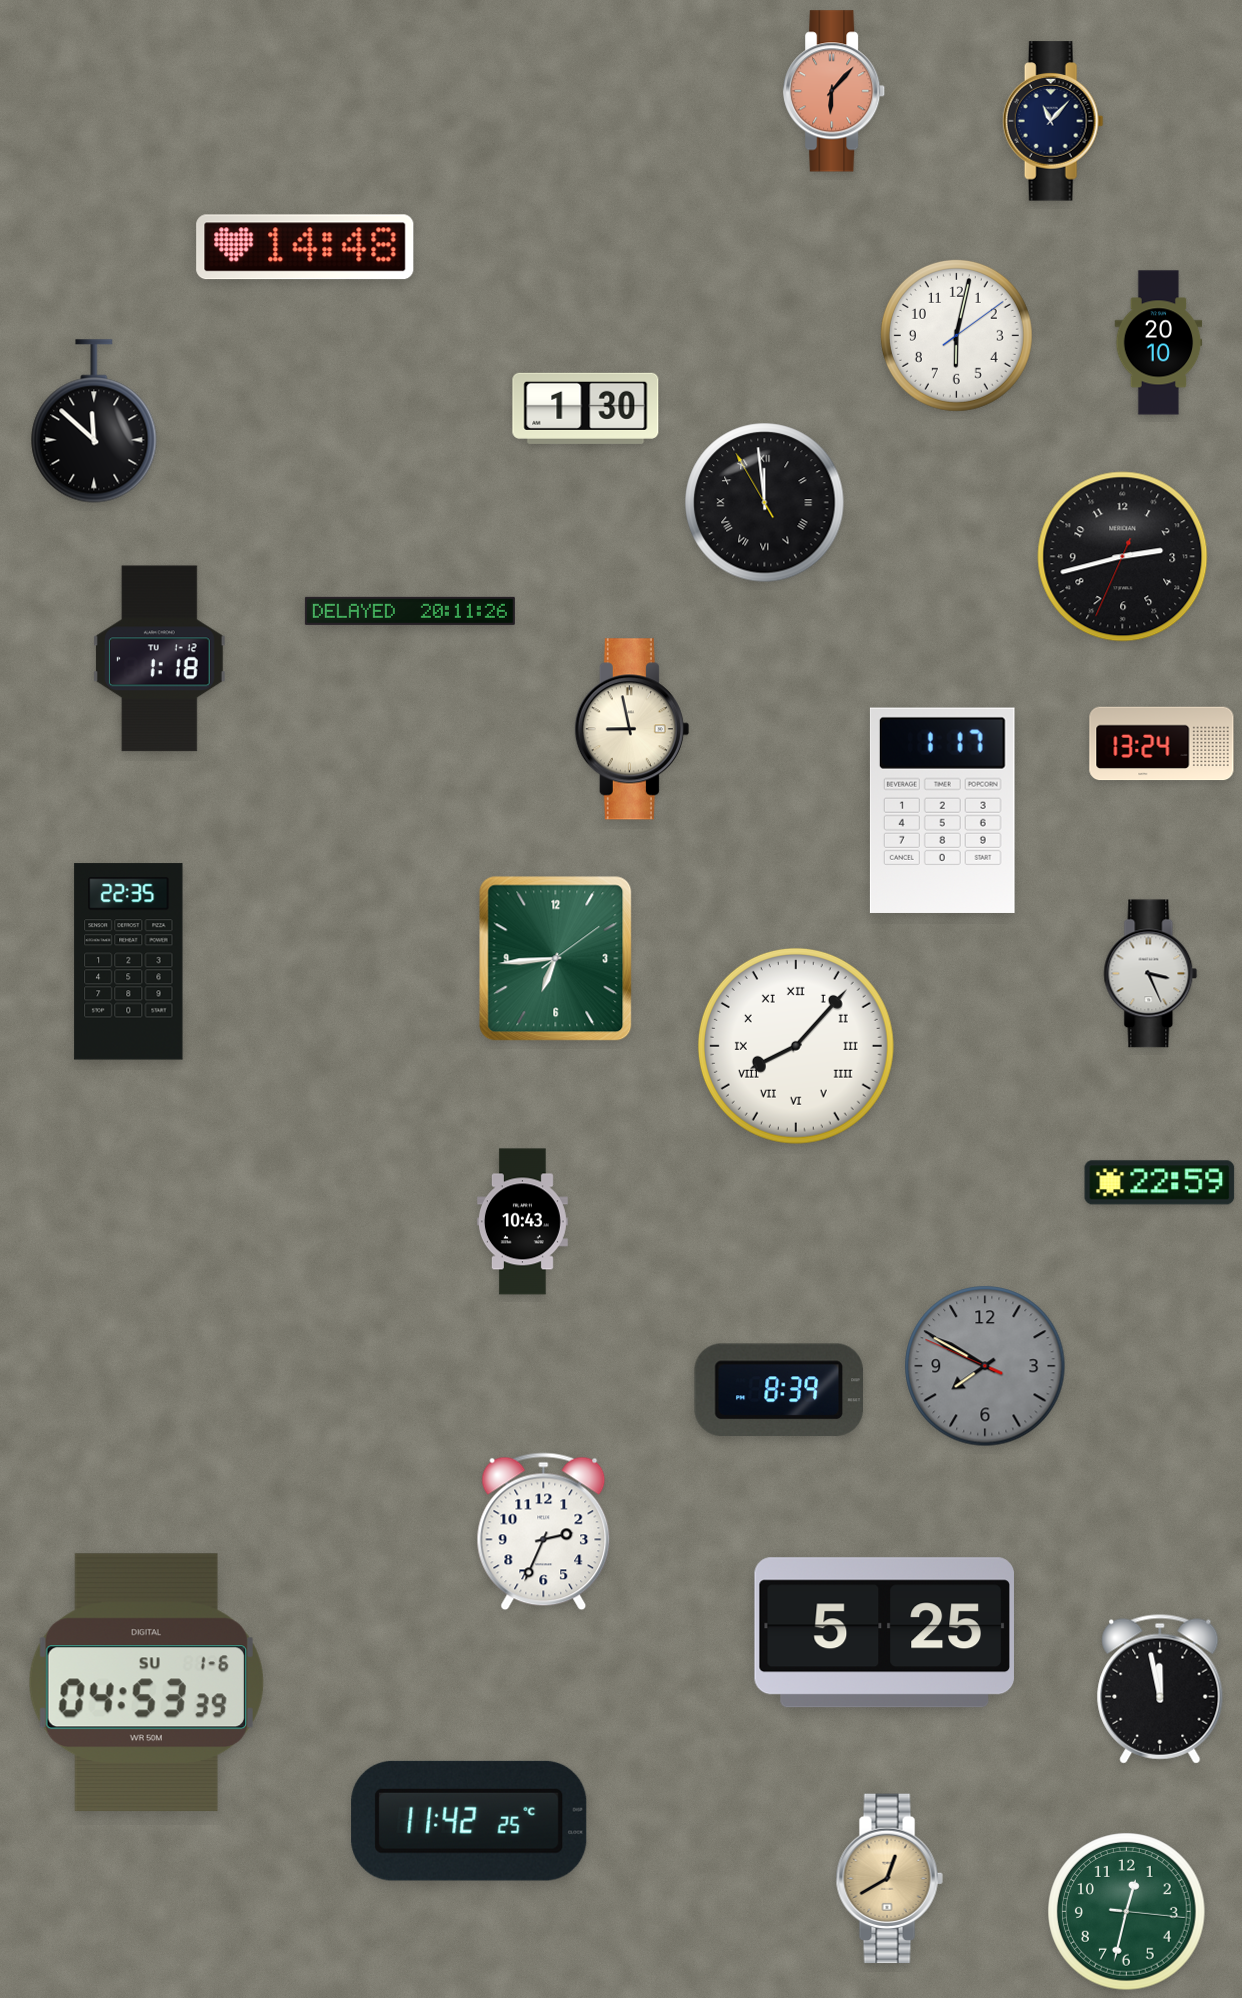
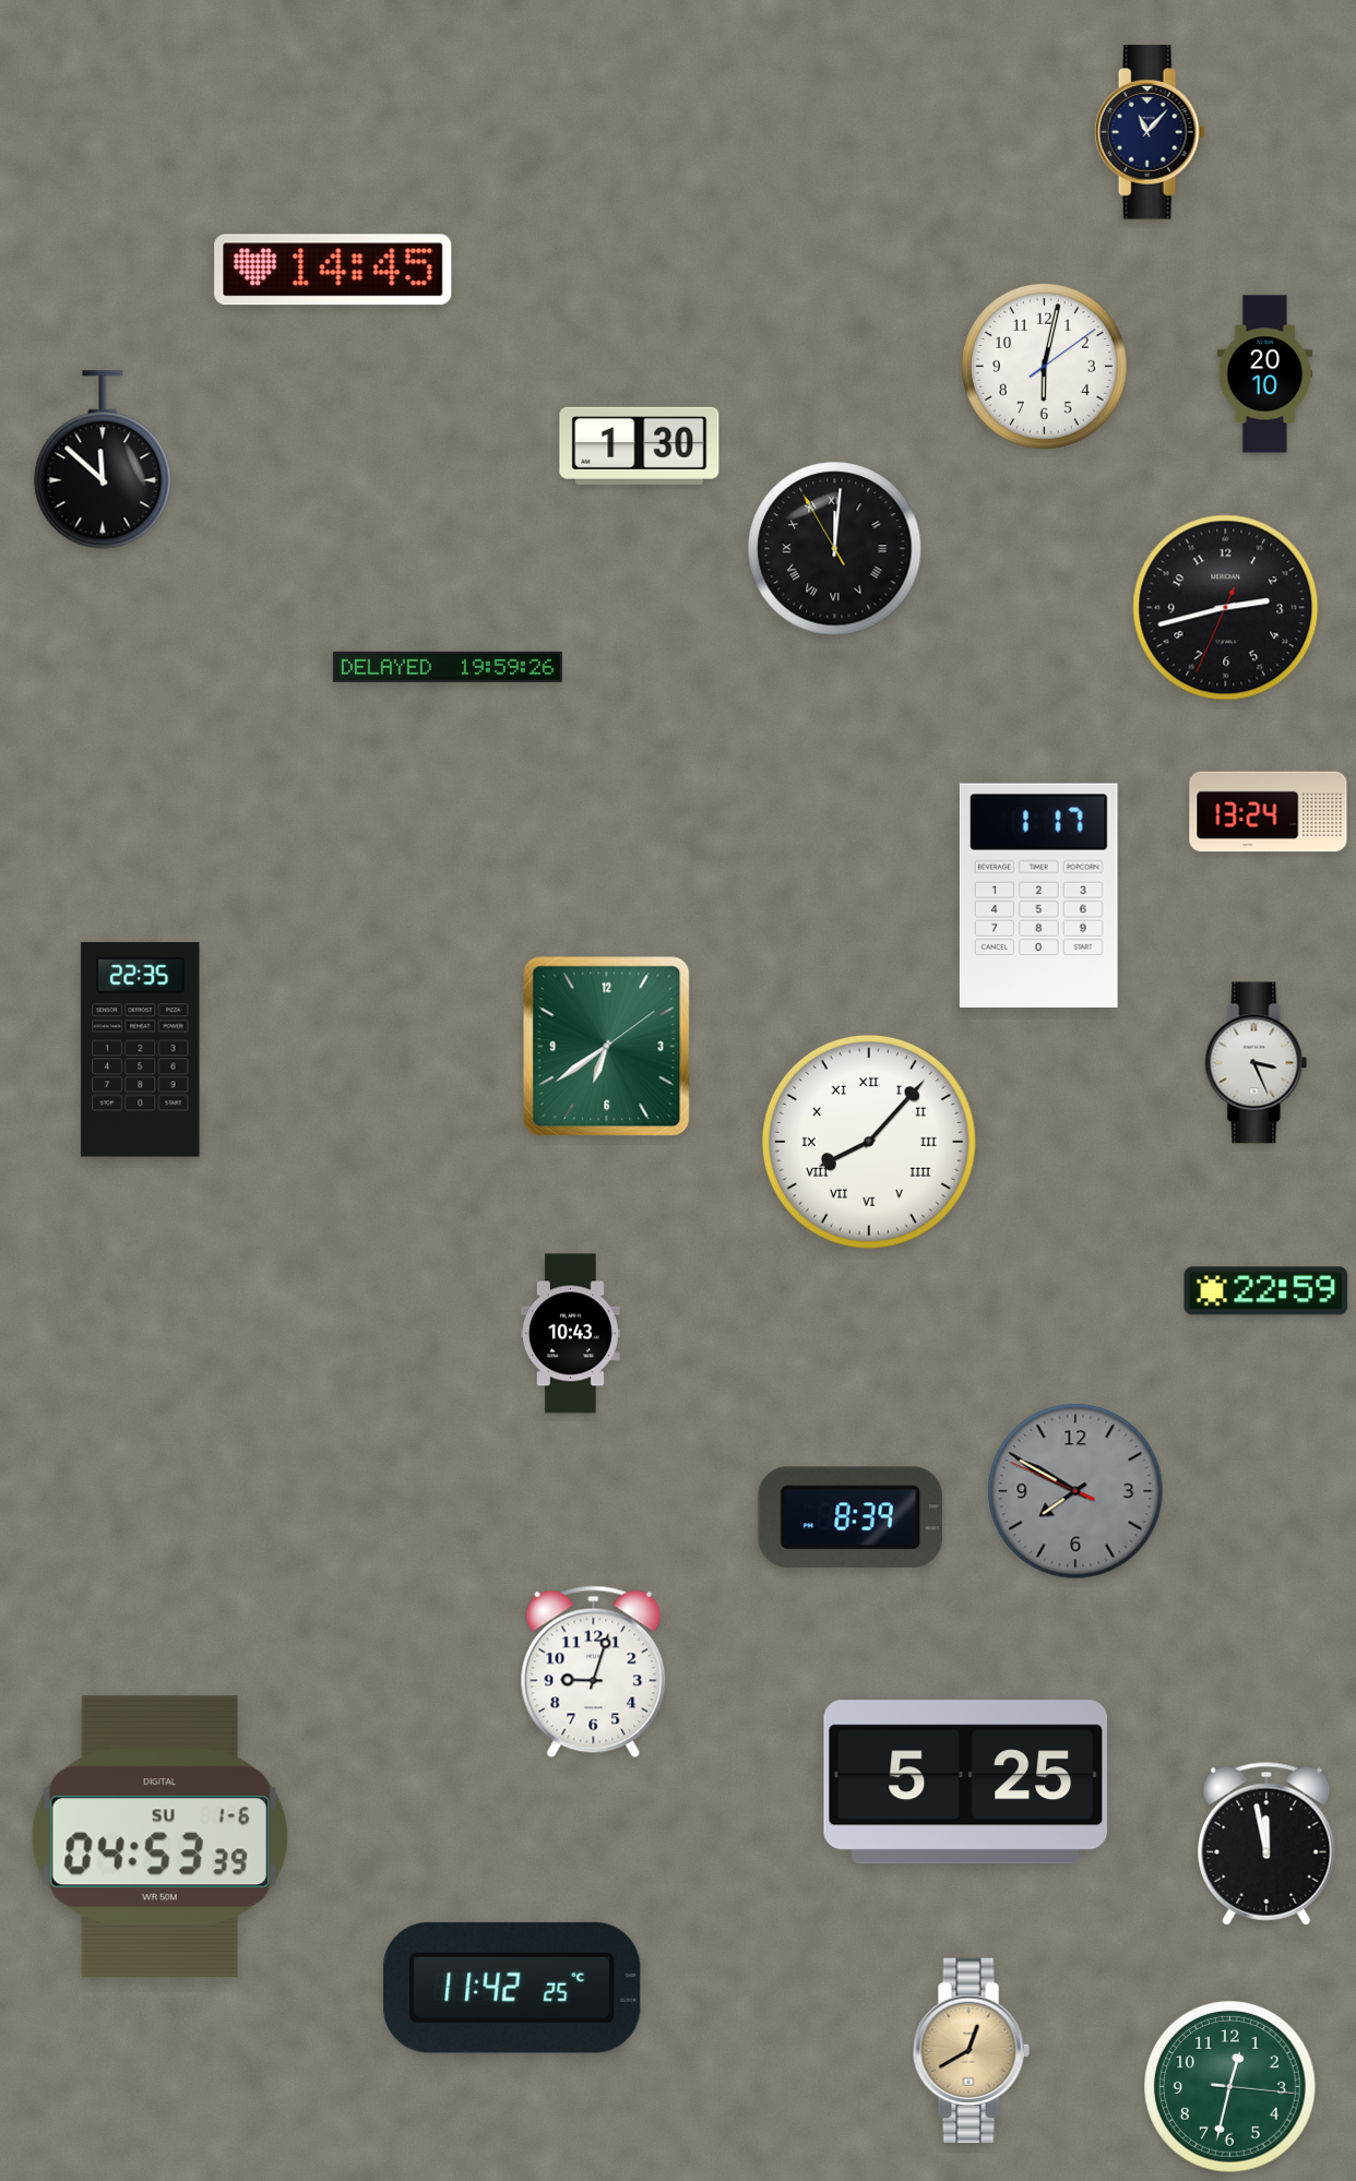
clock at (835, 91): 6:07 -> none
clock at (305, 247): 14:48 -> 14:45
clock at (765, 503): 11:58 -> 12:00
clock at (410, 611): 20:11 -> 19:59
clock at (159, 659): 1:18 -> none
clock at (632, 729): 8:58 -> none
clock at (942, 810) position: (942, 810) -> (1038, 895)
clock at (556, 959): 6:44 -> 6:39
clock at (544, 1532): 2:34 -> 9:03
